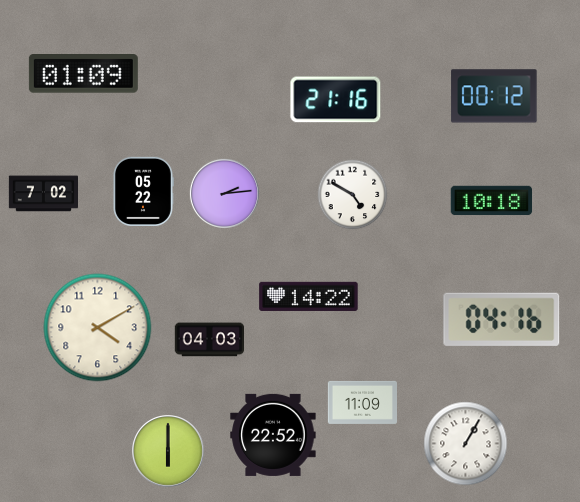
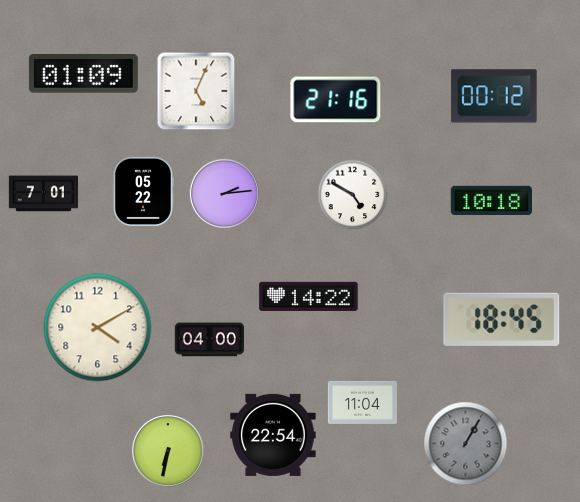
clock at (196, 91): none -> 5:04
clock at (43, 194): 7:02 -> 7:01
clock at (502, 319): 04:16 -> 18:45
clock at (209, 340): 04:03 -> 04:00
clock at (362, 402): 11:09 -> 11:04
clock at (273, 435): 22:52 -> 22:54
clock at (466, 444) dial: white -> grey
clock at (169, 452): 6:00 -> 6:32
